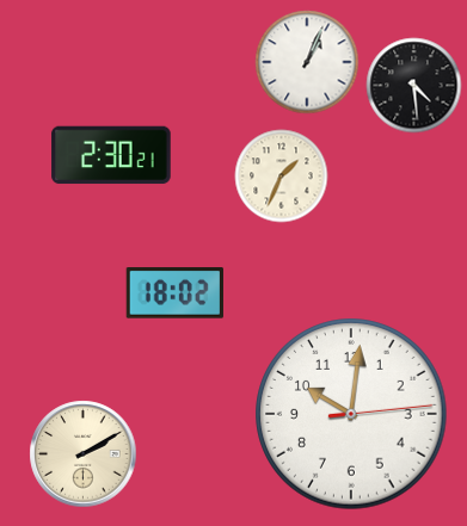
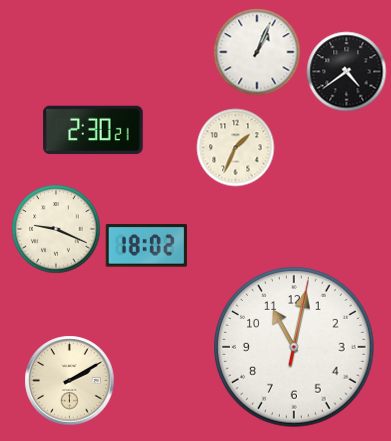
clock at (413, 85): 4:29 -> 4:39
clock at (56, 229): none -> 9:19
clock at (351, 414): 10:01 -> 11:02
